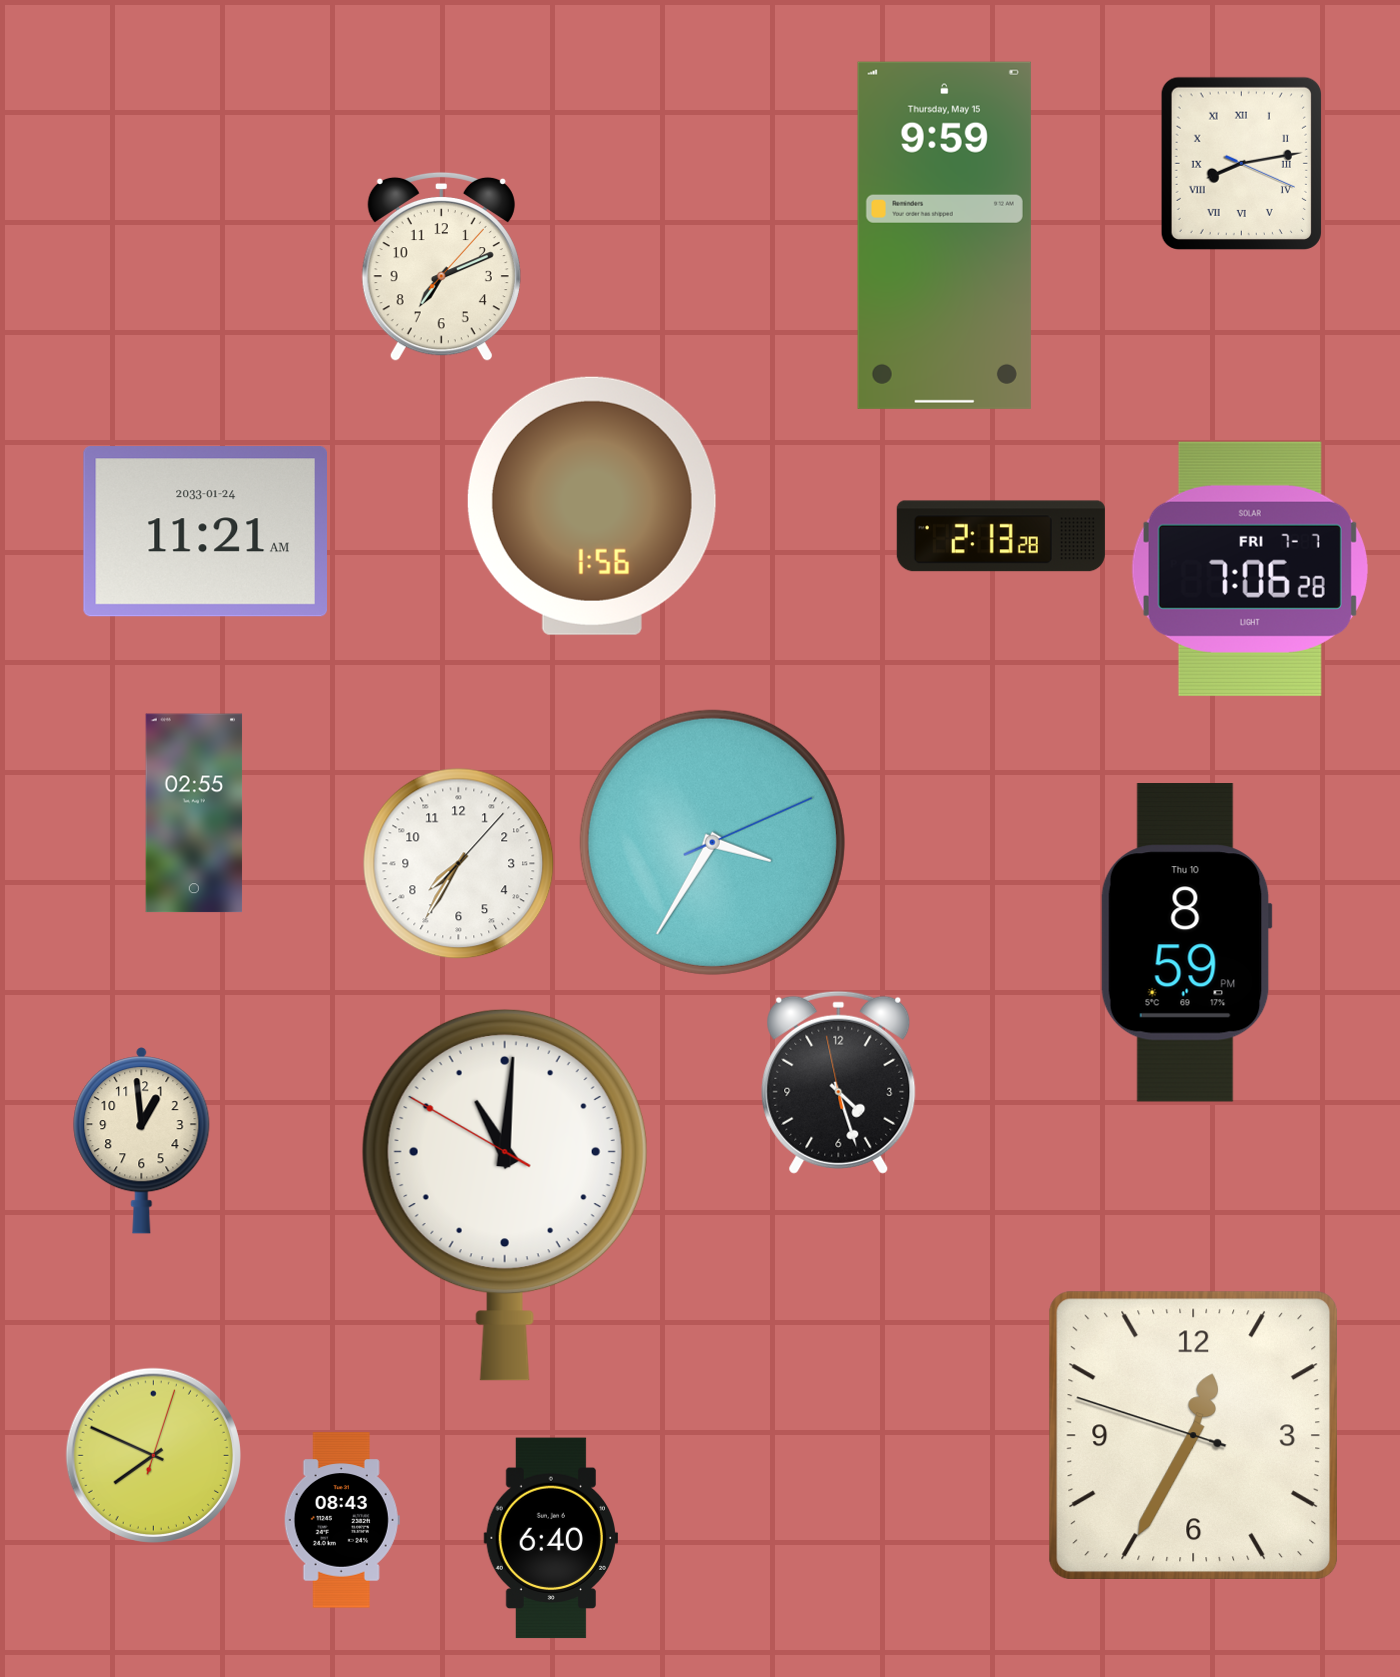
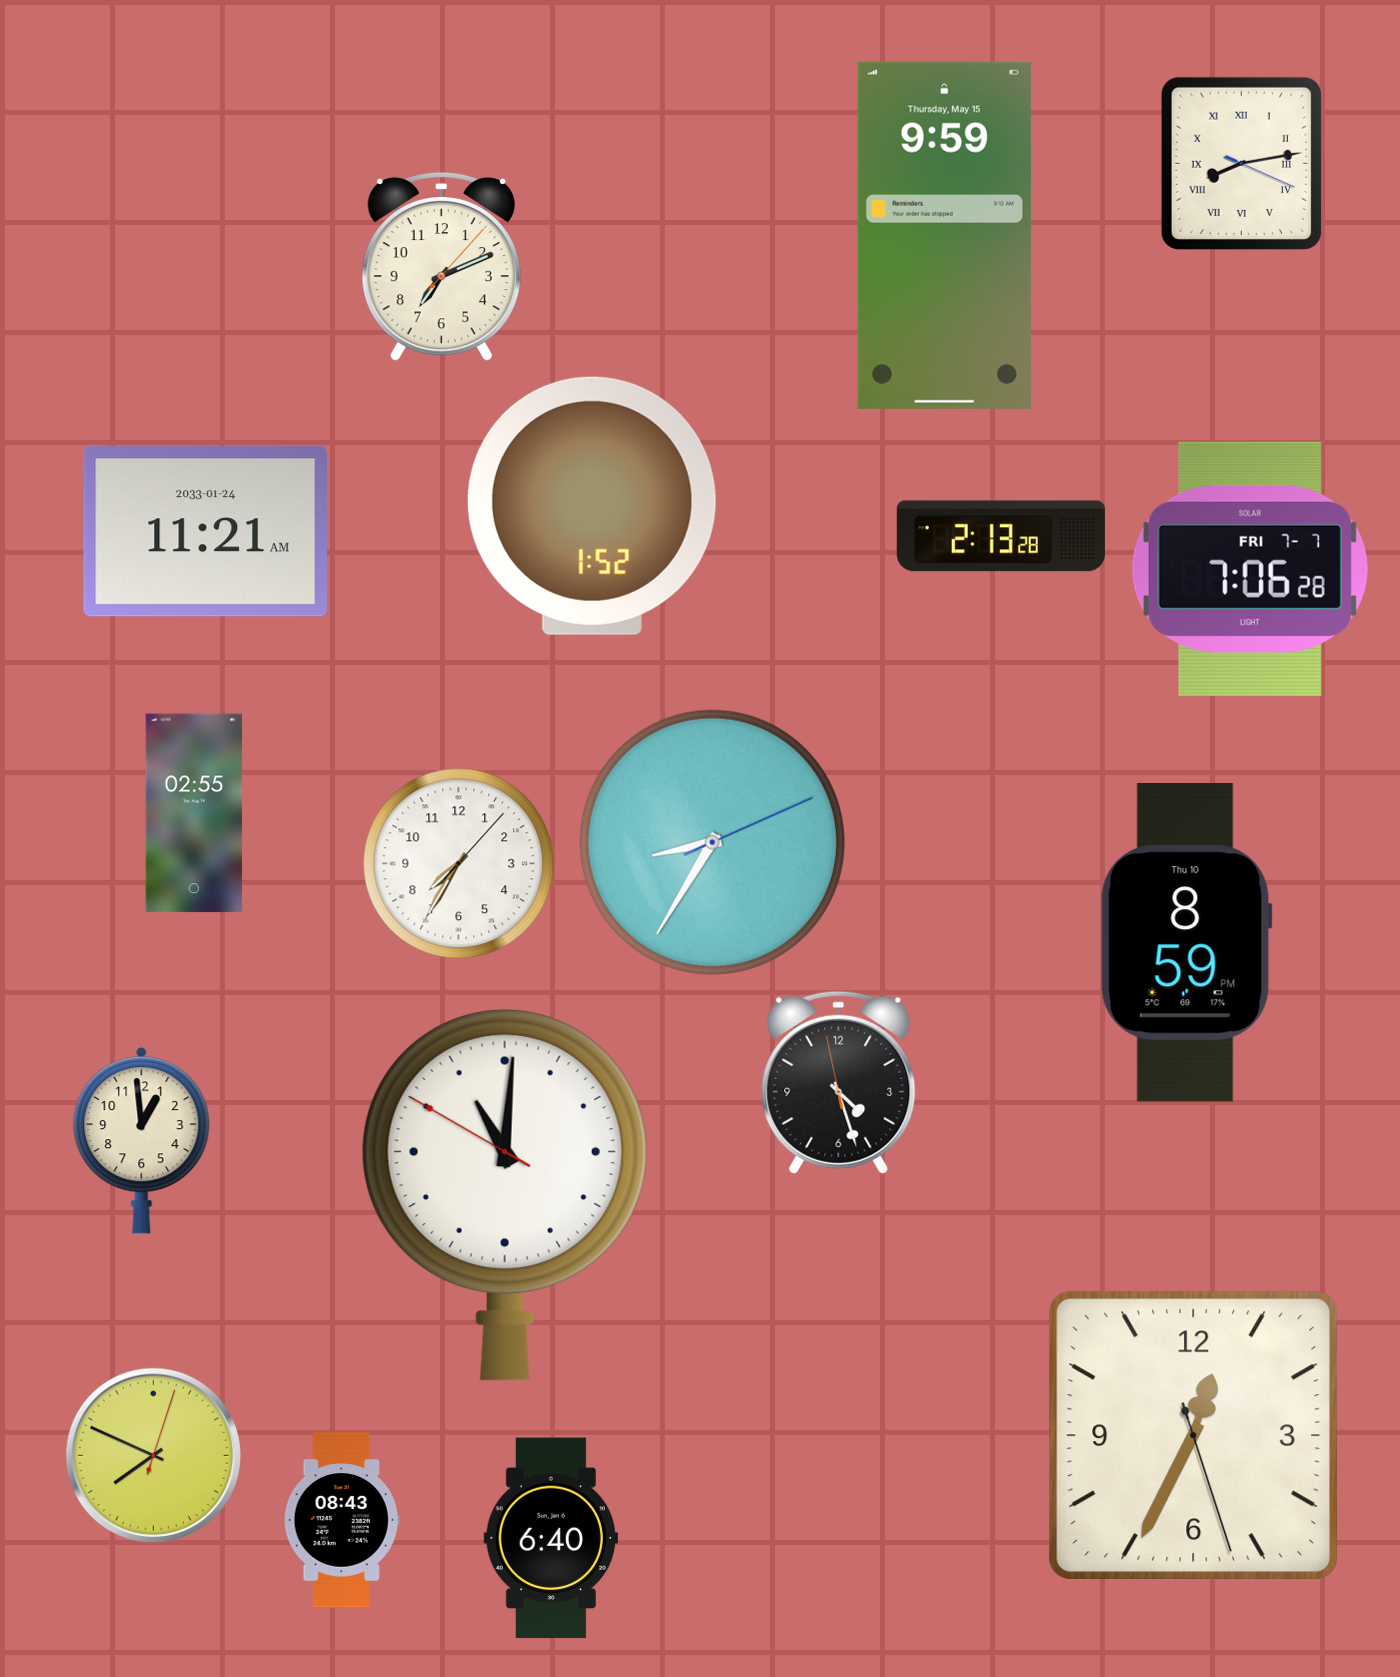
clock at (592, 506): 1:56 -> 1:52
clock at (712, 842): 3:35 -> 8:35
clock at (1193, 1435): 12:34:48 -> 12:34:27
